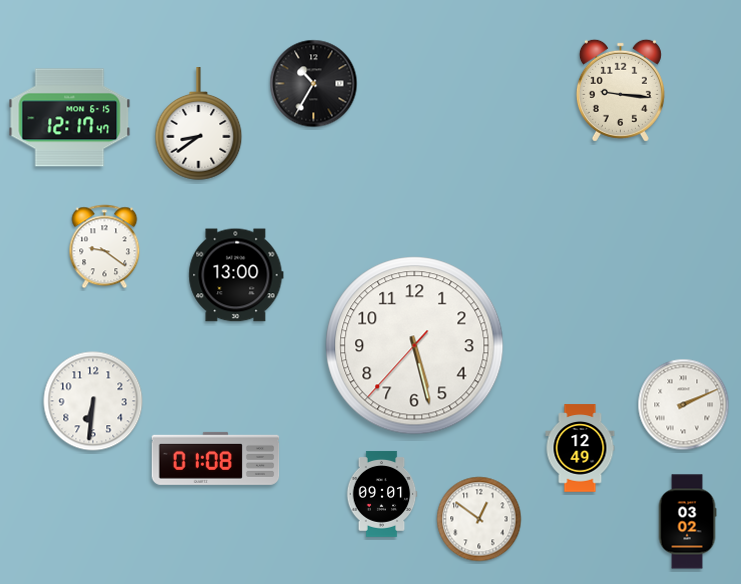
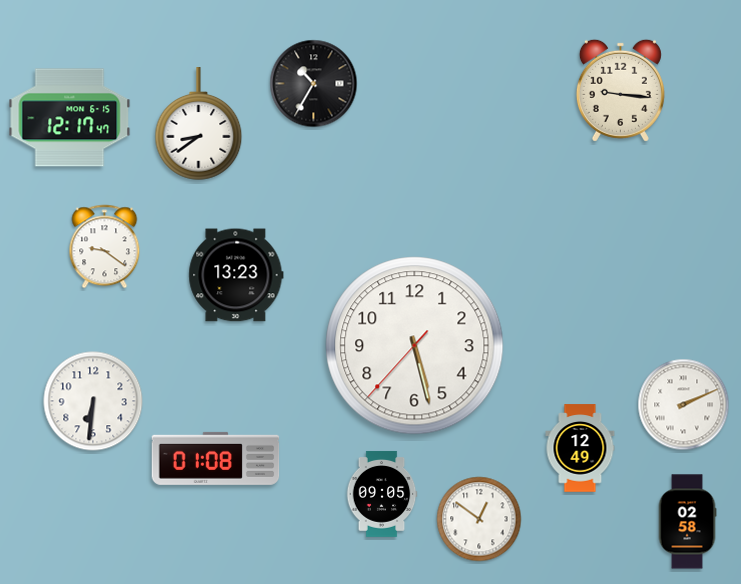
clock at (236, 275): 13:00 -> 13:23
clock at (382, 494): 09:01 -> 09:05
clock at (687, 522): 03:02 -> 02:58
